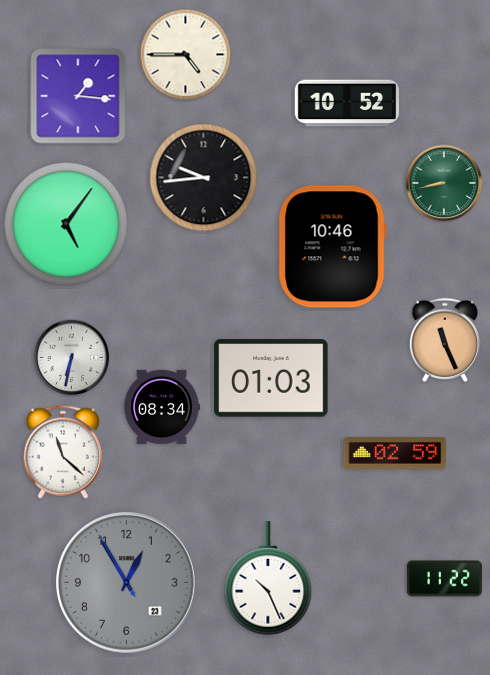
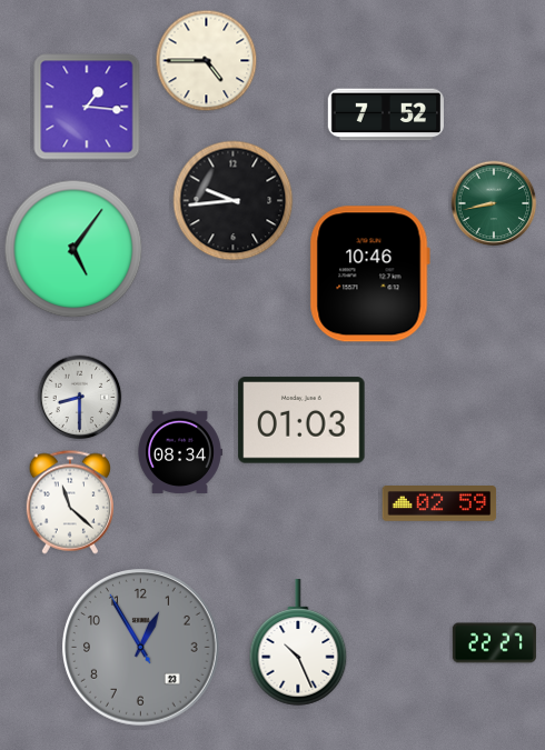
clock at (346, 103): 10:52 -> 7:52
clock at (204, 178) position: (204, 178) -> (234, 201)
clock at (445, 340): 11:26 -> none
clock at (72, 358): 6:32 -> 8:30
clock at (444, 579): 11:22 -> 22:27
